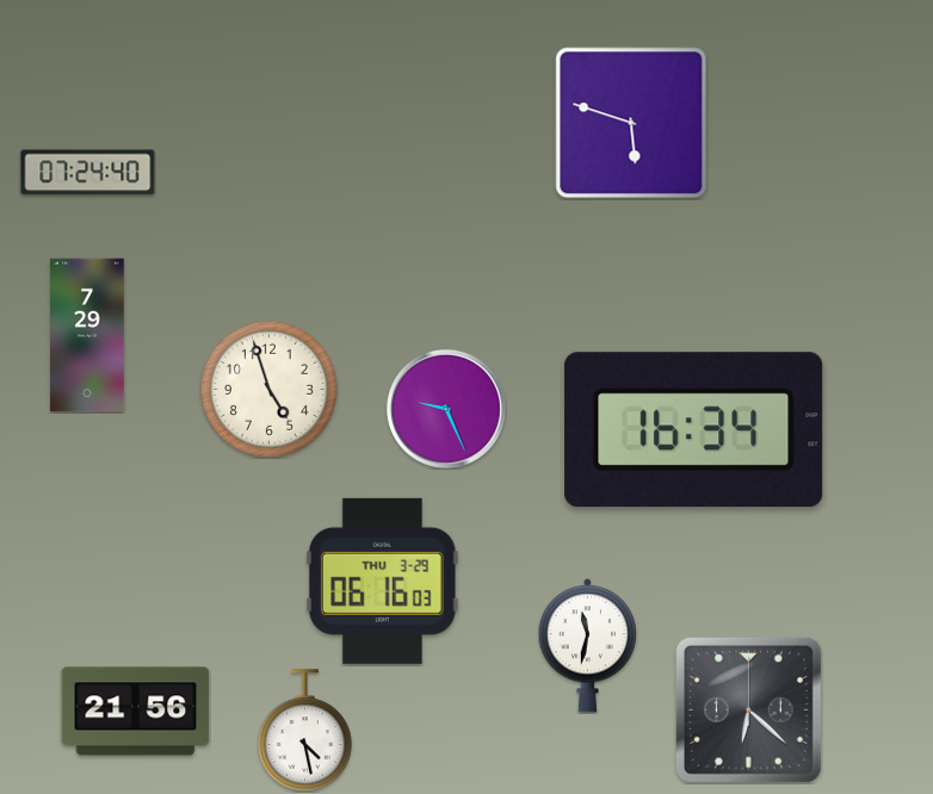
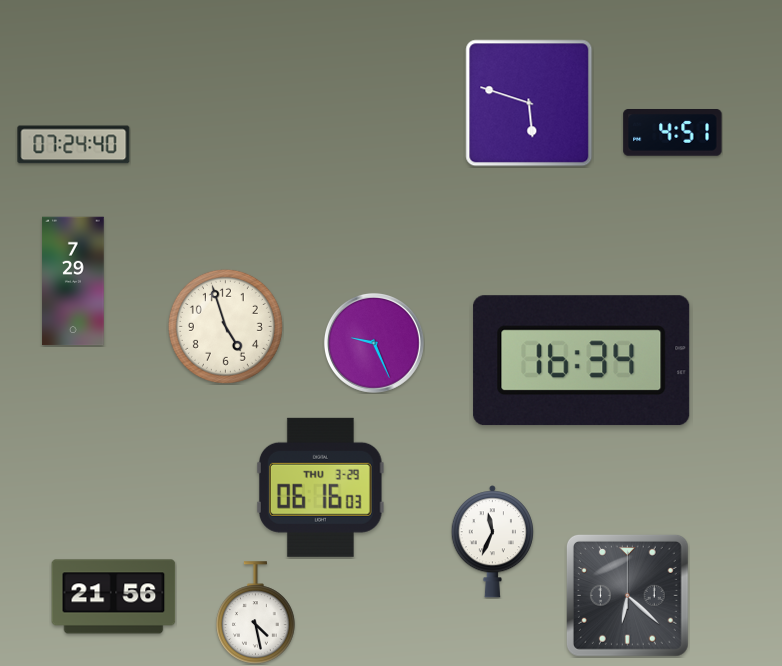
clock at (673, 133): none -> 4:51
clock at (587, 646): 11:32 -> 11:34
